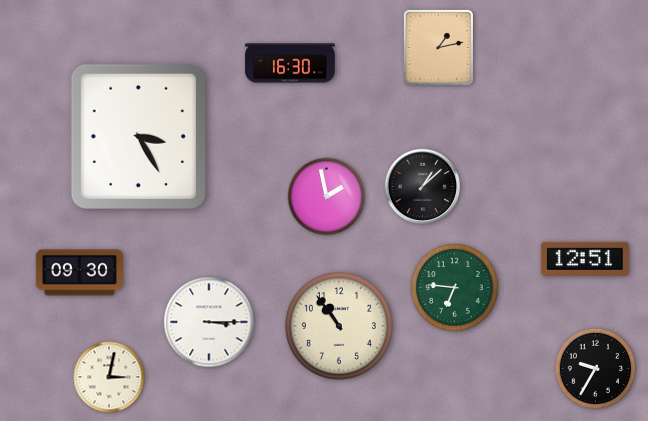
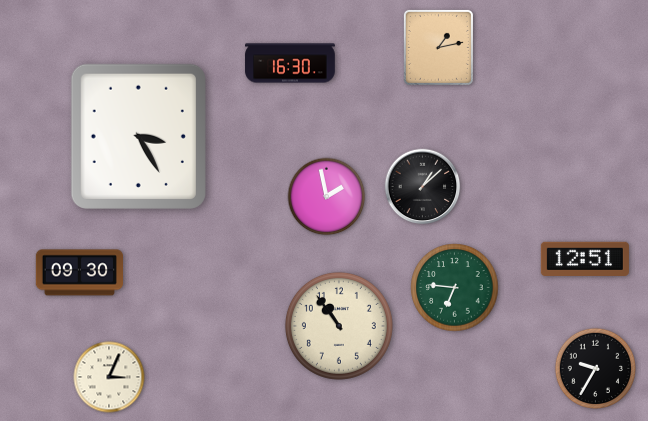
clock at (209, 322): 3:15 -> none
clock at (109, 377): 3:02 -> 3:04
